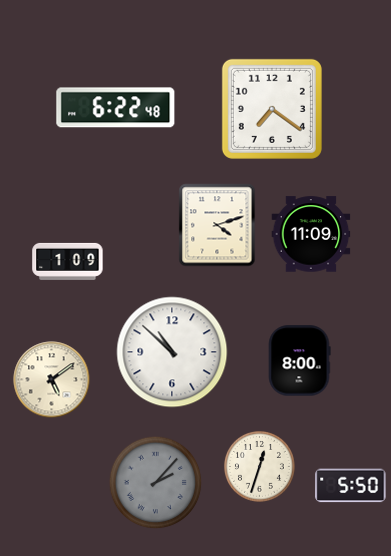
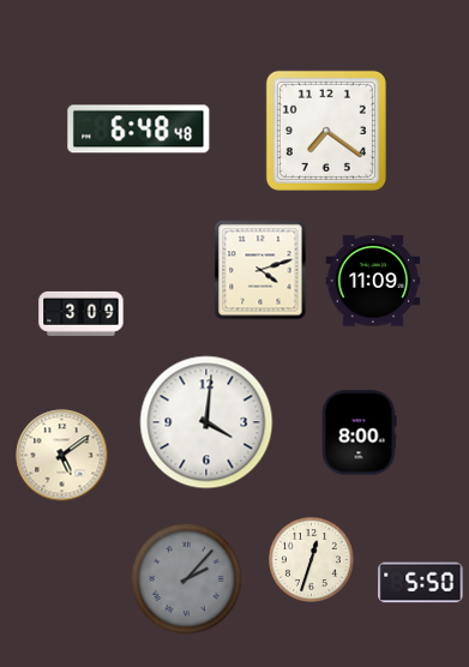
clock at (116, 108): 6:22 -> 6:48
clock at (68, 261): 1:09 -> 3:09
clock at (172, 352): 10:52 -> 4:01
